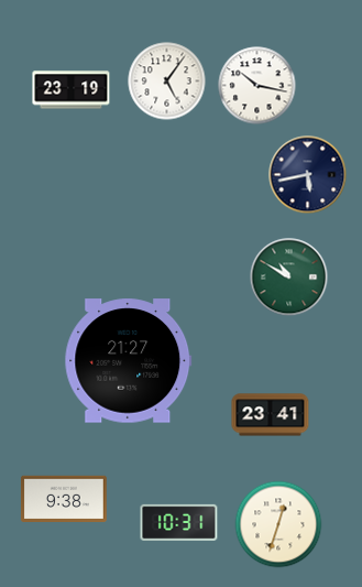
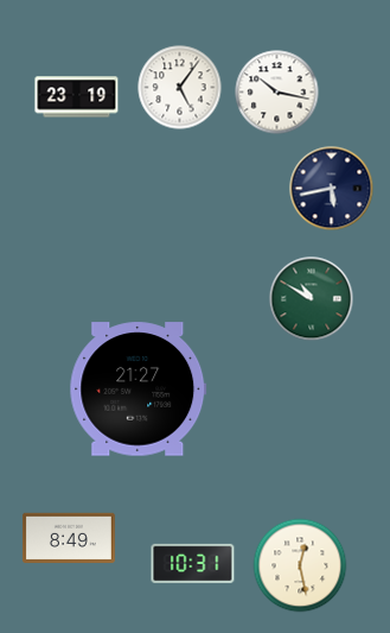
clock at (271, 415): 23:41 -> none
clock at (65, 498): 9:38 -> 8:49
clock at (278, 524): 12:33 -> 12:28
